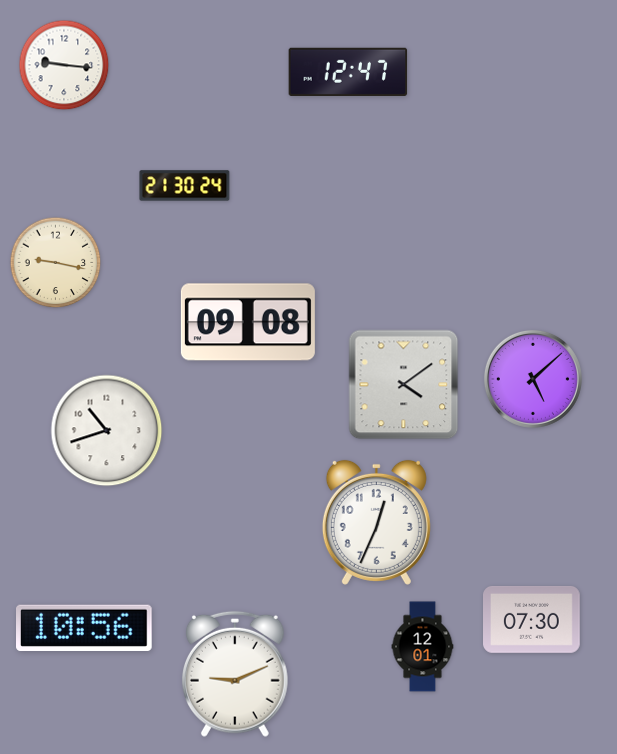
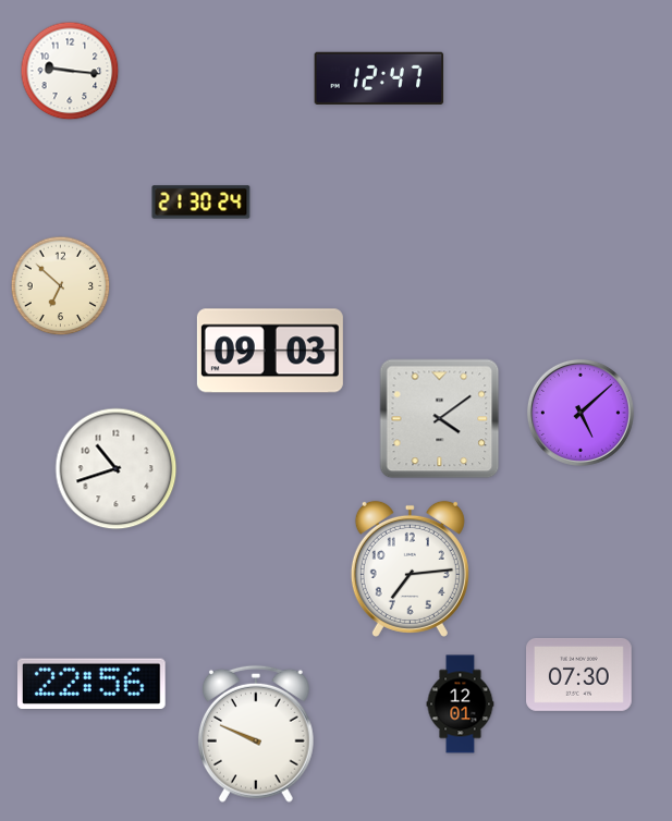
clock at (56, 263): 9:17 -> 6:52
clock at (248, 322): 09:08 -> 09:03
clock at (376, 522): 12:34 -> 7:14
clock at (85, 627): 10:56 -> 22:56
clock at (235, 674): 9:11 -> 9:49
